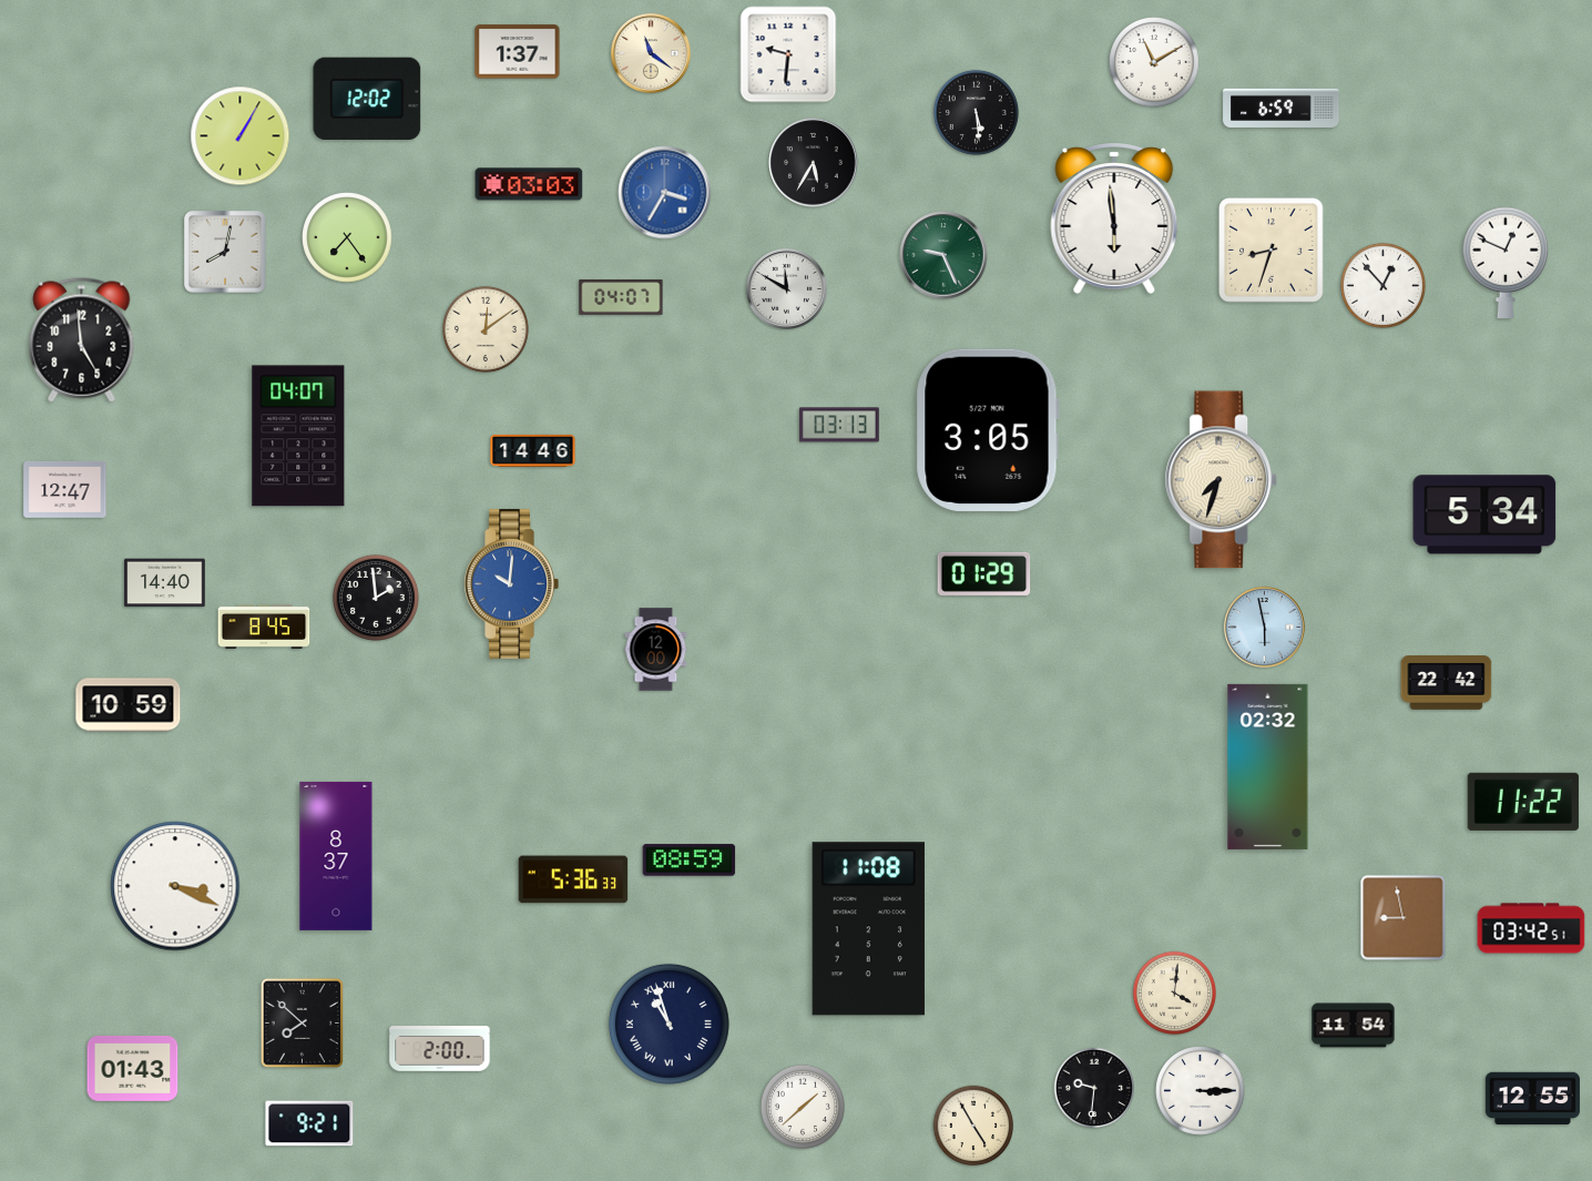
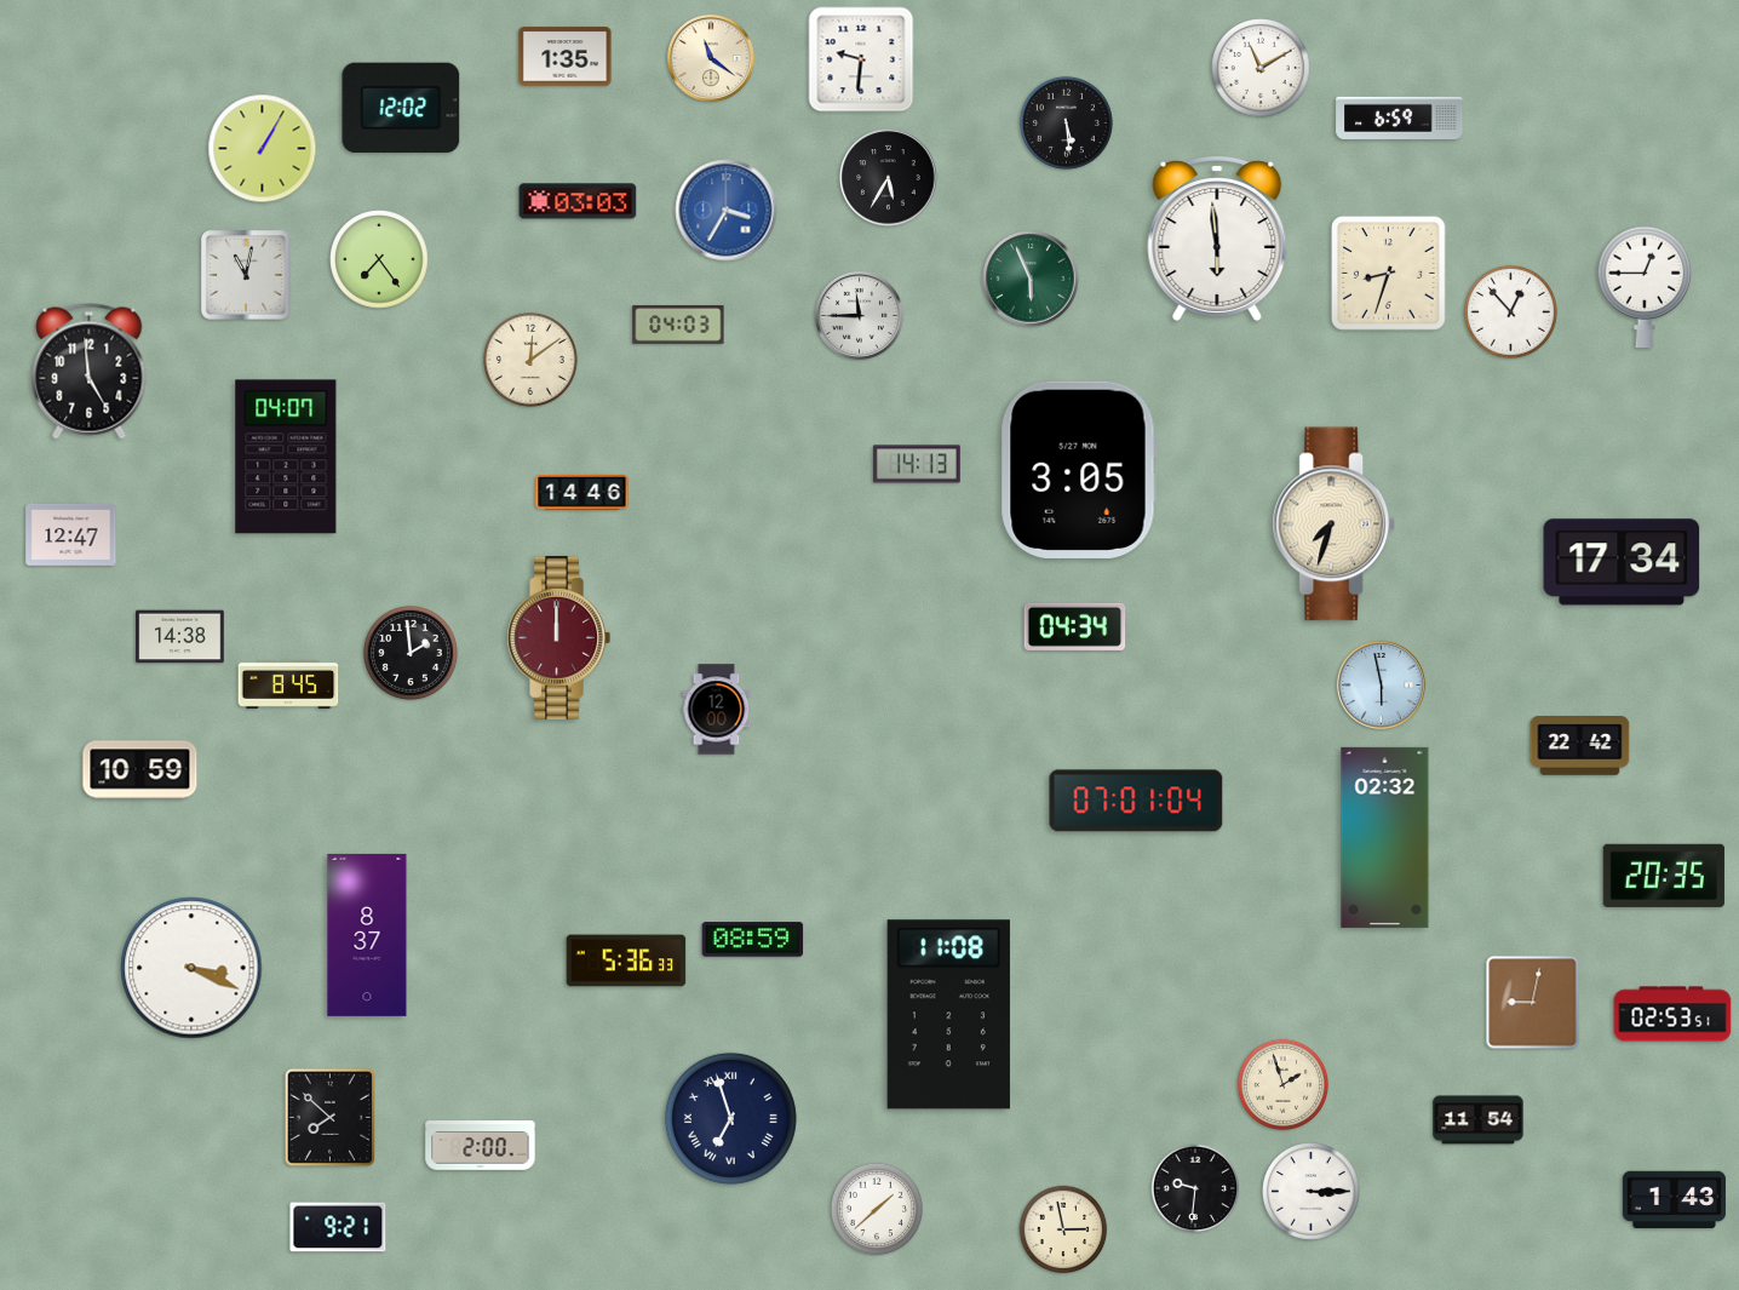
clock at (518, 52): 1:37 -> 1:35
clock at (226, 253): 8:02 -> 11:02
clock at (943, 255): 9:26 -> 5:56
clock at (1506, 262): 12:49 -> 12:45
clock at (786, 288): 11:50 -> 11:45
clock at (621, 298): 04:07 -> 04:03
clock at (839, 425): 03:13 -> 14:13
clock at (298, 436) position: (298, 436) -> (286, 457)
clock at (1484, 515): 5:34 -> 17:34
clock at (984, 573): 01:29 -> 04:34
clock at (165, 583): 14:40 -> 14:38
clock at (511, 583): 10:01 -> 12:00
clock at (511, 583) dial: blue -> burgundy
clock at (1136, 801): none -> 07:01
clock at (1523, 802): 11:22 -> 20:35
clock at (1404, 918): 8:58 -> 9:02
clock at (1531, 928): 03:42 -> 02:53
clock at (1174, 992): 4:01 -> 1:57
clock at (669, 1024): 10:57 -> 6:57
clock at (133, 1068): 01:43 -> none
clock at (1532, 1099): 12:55 -> 1:43
clock at (973, 1126): 4:55 -> 2:58
